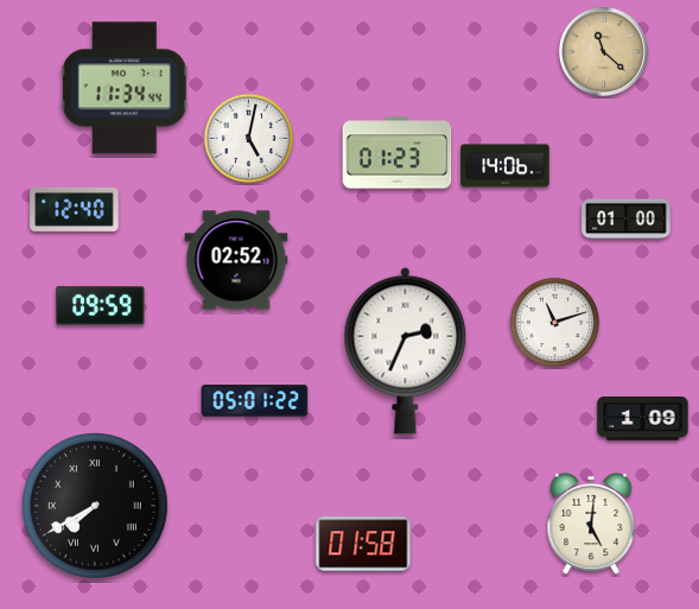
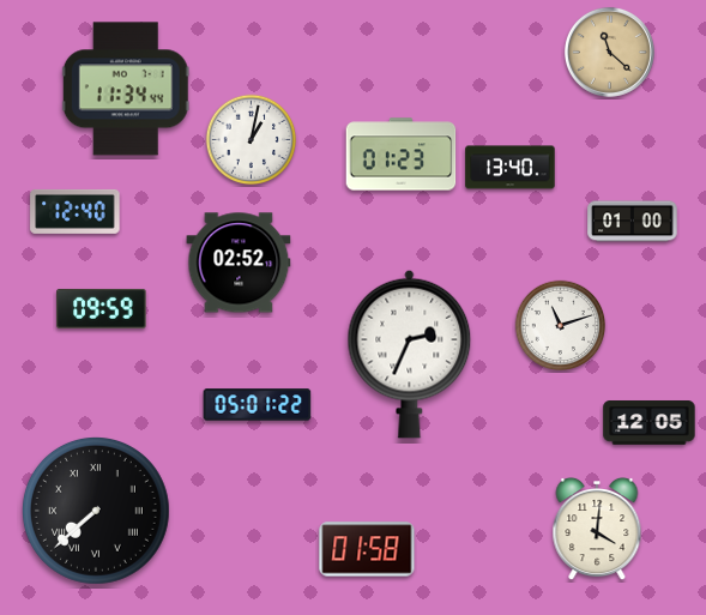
clock at (249, 139): 5:02 -> 1:02
clock at (506, 166): 14:06 -> 13:40
clock at (643, 419): 1:09 -> 12:05
clock at (95, 506): 7:40 -> 7:38
clock at (591, 524): 5:01 -> 4:01
